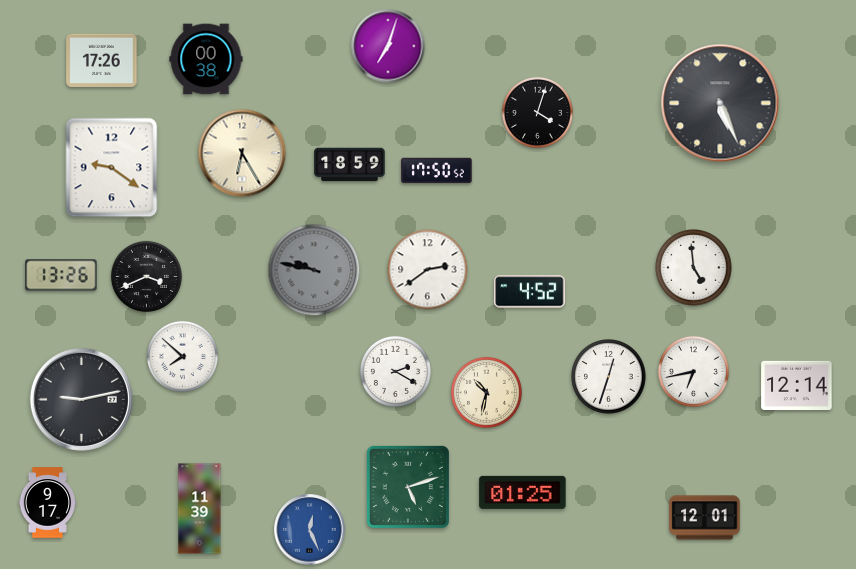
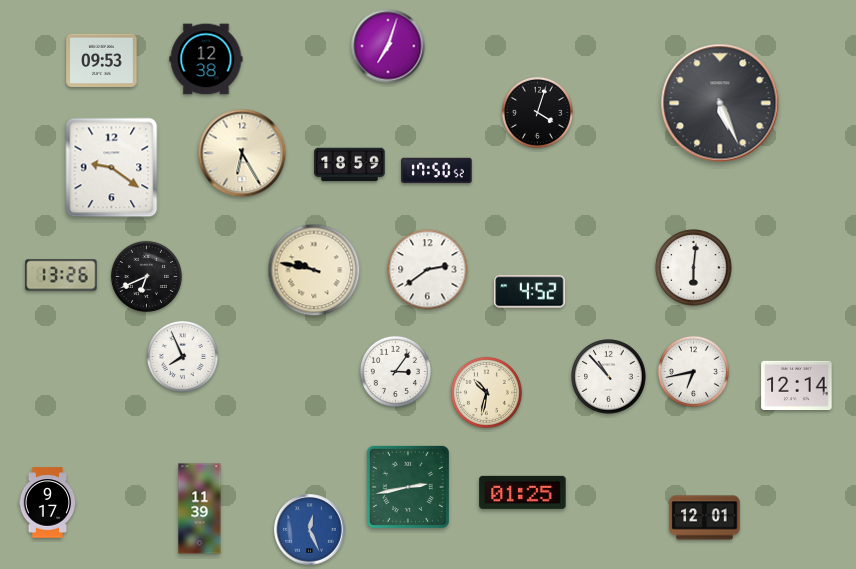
clock at (206, 59): 00:38 -> 12:38
clock at (102, 60): 17:26 -> 09:53
clock at (694, 268): 4:59 -> 6:01
clock at (314, 270) dial: grey -> cream
clock at (146, 276): 3:41 -> 6:41
clock at (182, 356): 7:52 -> 7:56
clock at (395, 371): 2:20 -> 3:06
clock at (609, 377): 12:33 -> 10:53
clock at (81, 399): 9:13 -> none
clock at (408, 487): 5:12 -> 2:43
